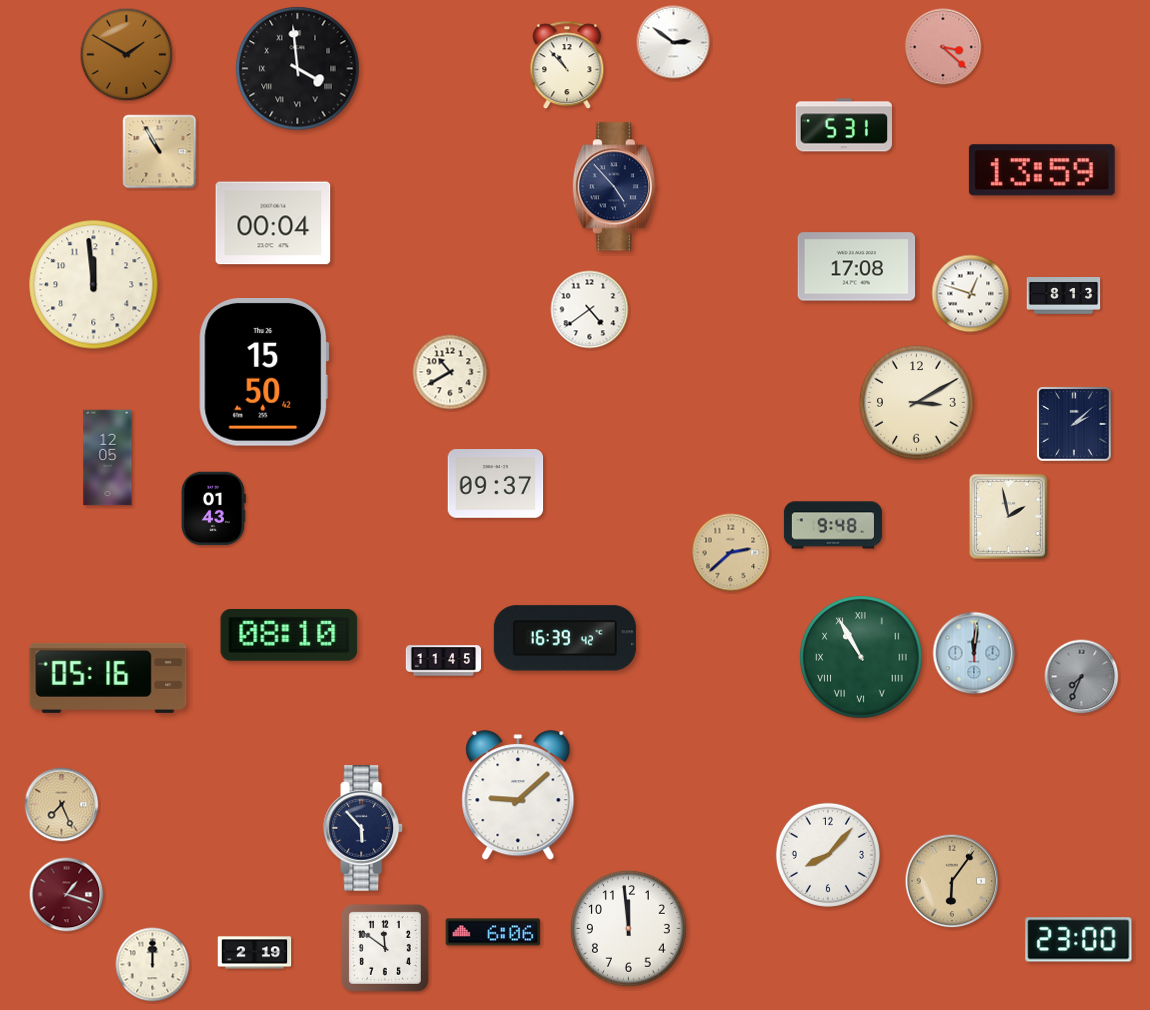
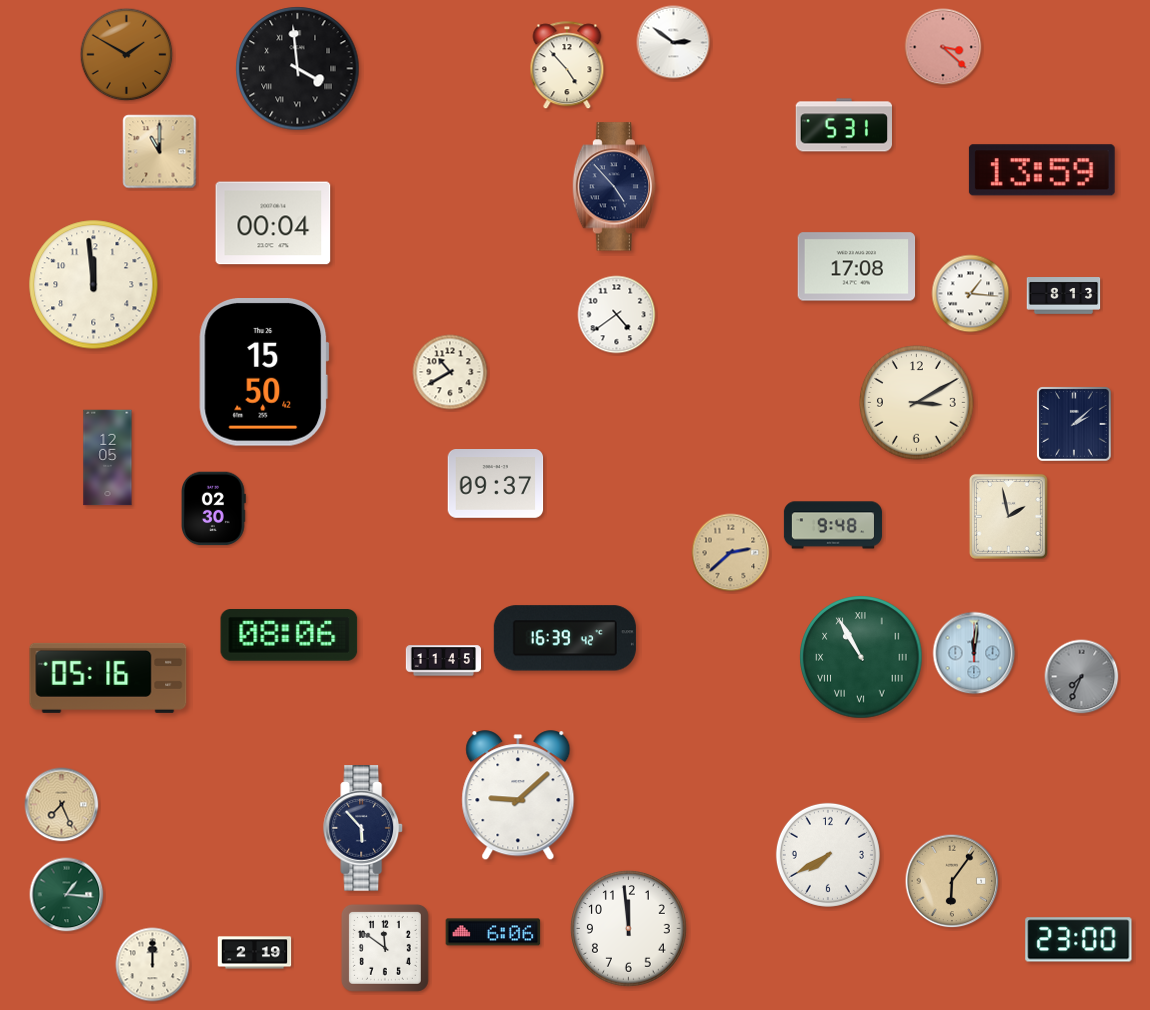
clock at (567, 66): 10:53 -> 4:53
clock at (160, 152): 10:55 -> 11:00
clock at (971, 294): 12:48 -> 1:16
clock at (590, 310) position: (590, 310) -> (617, 315)
clock at (213, 509): 01:43 -> 02:30
clock at (289, 636): 08:10 -> 08:06
clock at (828, 855): 8:07 -> 7:40
clock at (67, 895): 1:18 -> 1:16
clock at (67, 895) dial: burgundy -> green
